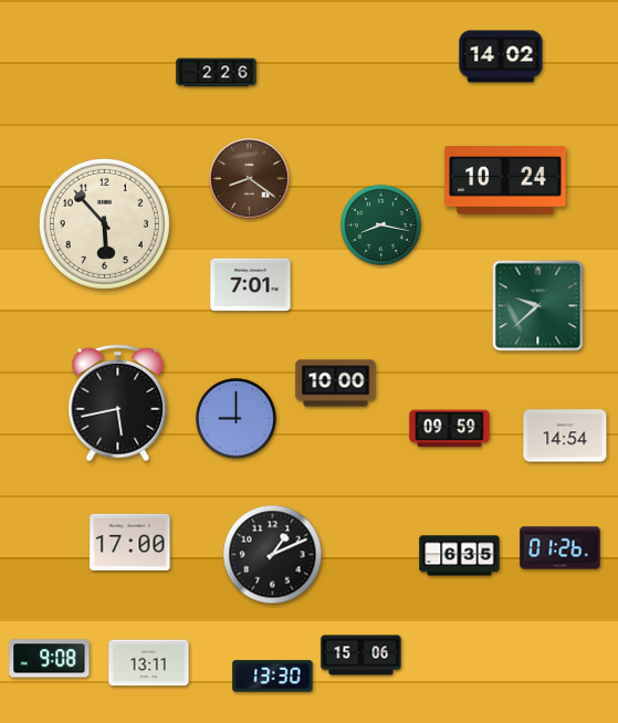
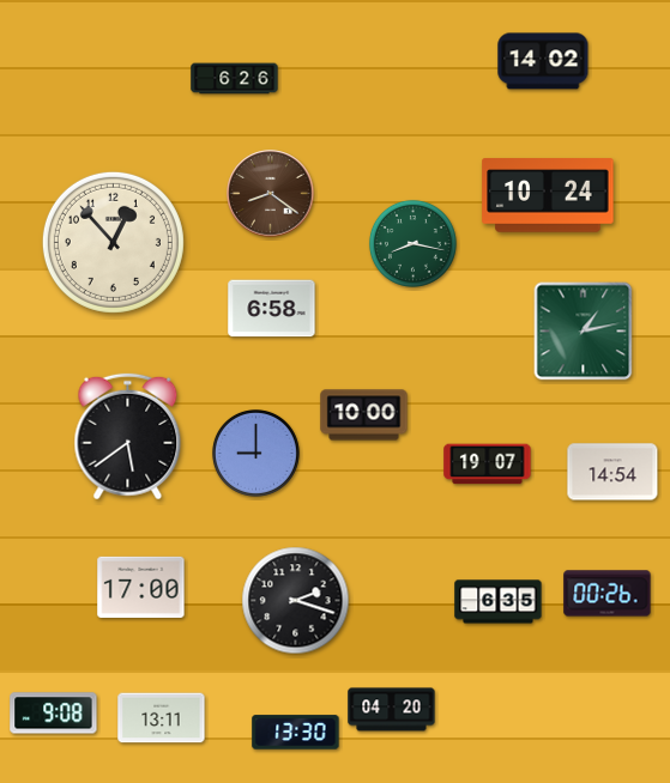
clock at (217, 73): 2:26 -> 6:26
clock at (104, 223): 5:53 -> 12:53
clock at (251, 285): 7:01 -> 6:58
clock at (538, 306): 9:38 -> 1:13
clock at (118, 404): 5:43 -> 5:39
clock at (450, 429): 09:59 -> 19:07
clock at (561, 548): 01:26 -> 00:26
clock at (273, 555): 1:11 -> 2:18
clock at (362, 656): 15:06 -> 04:20
